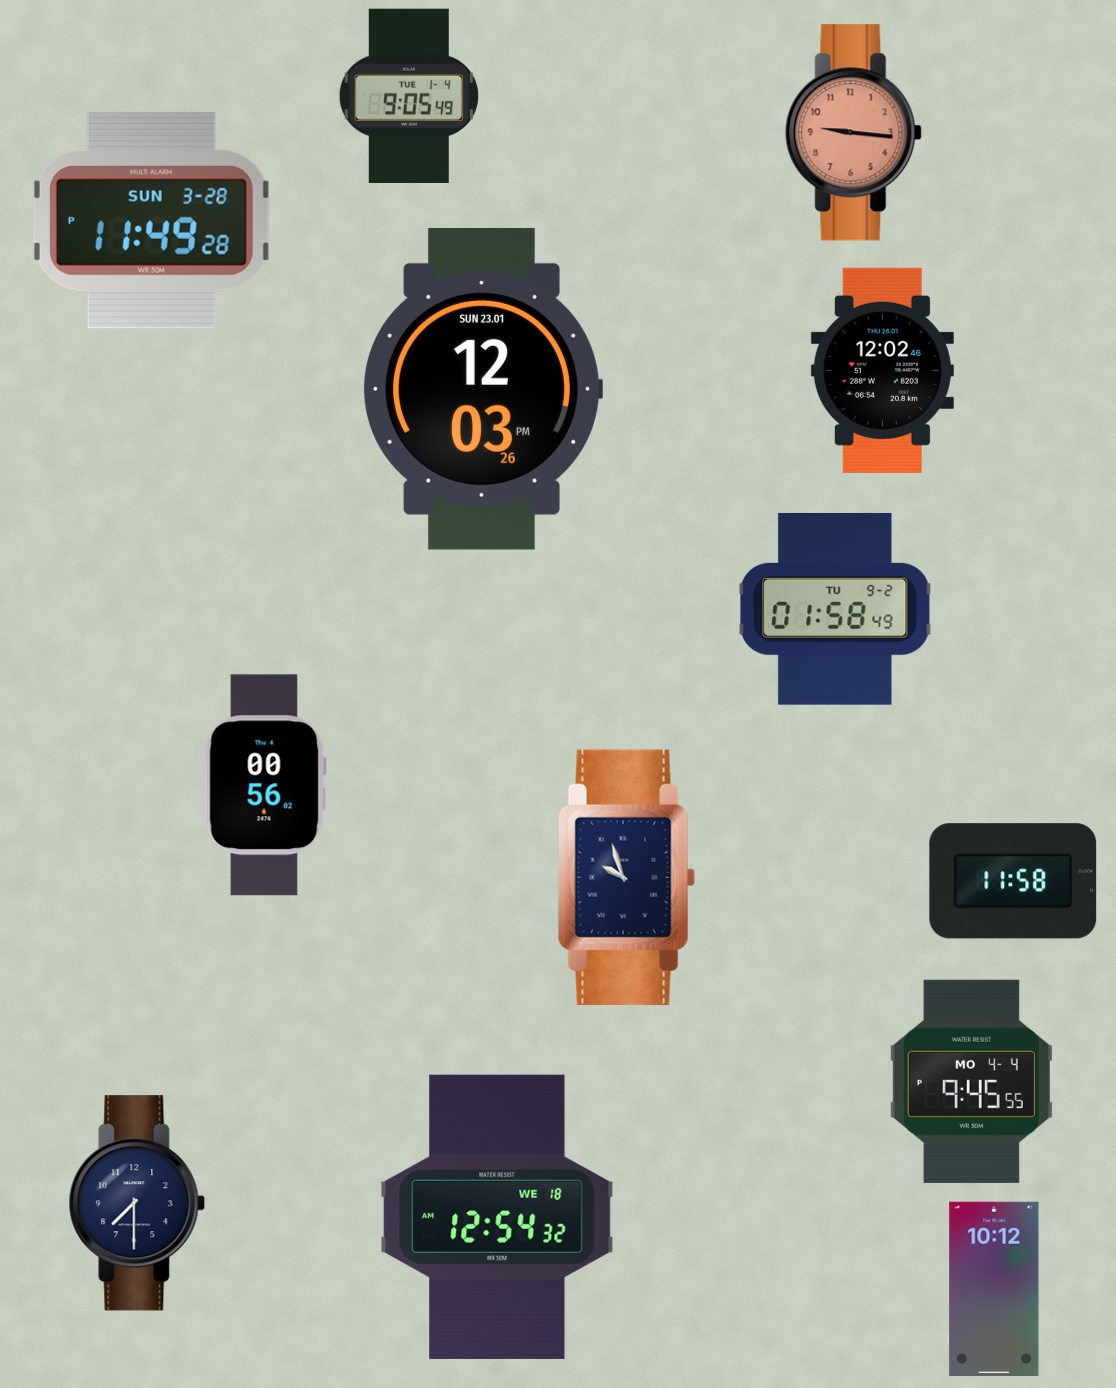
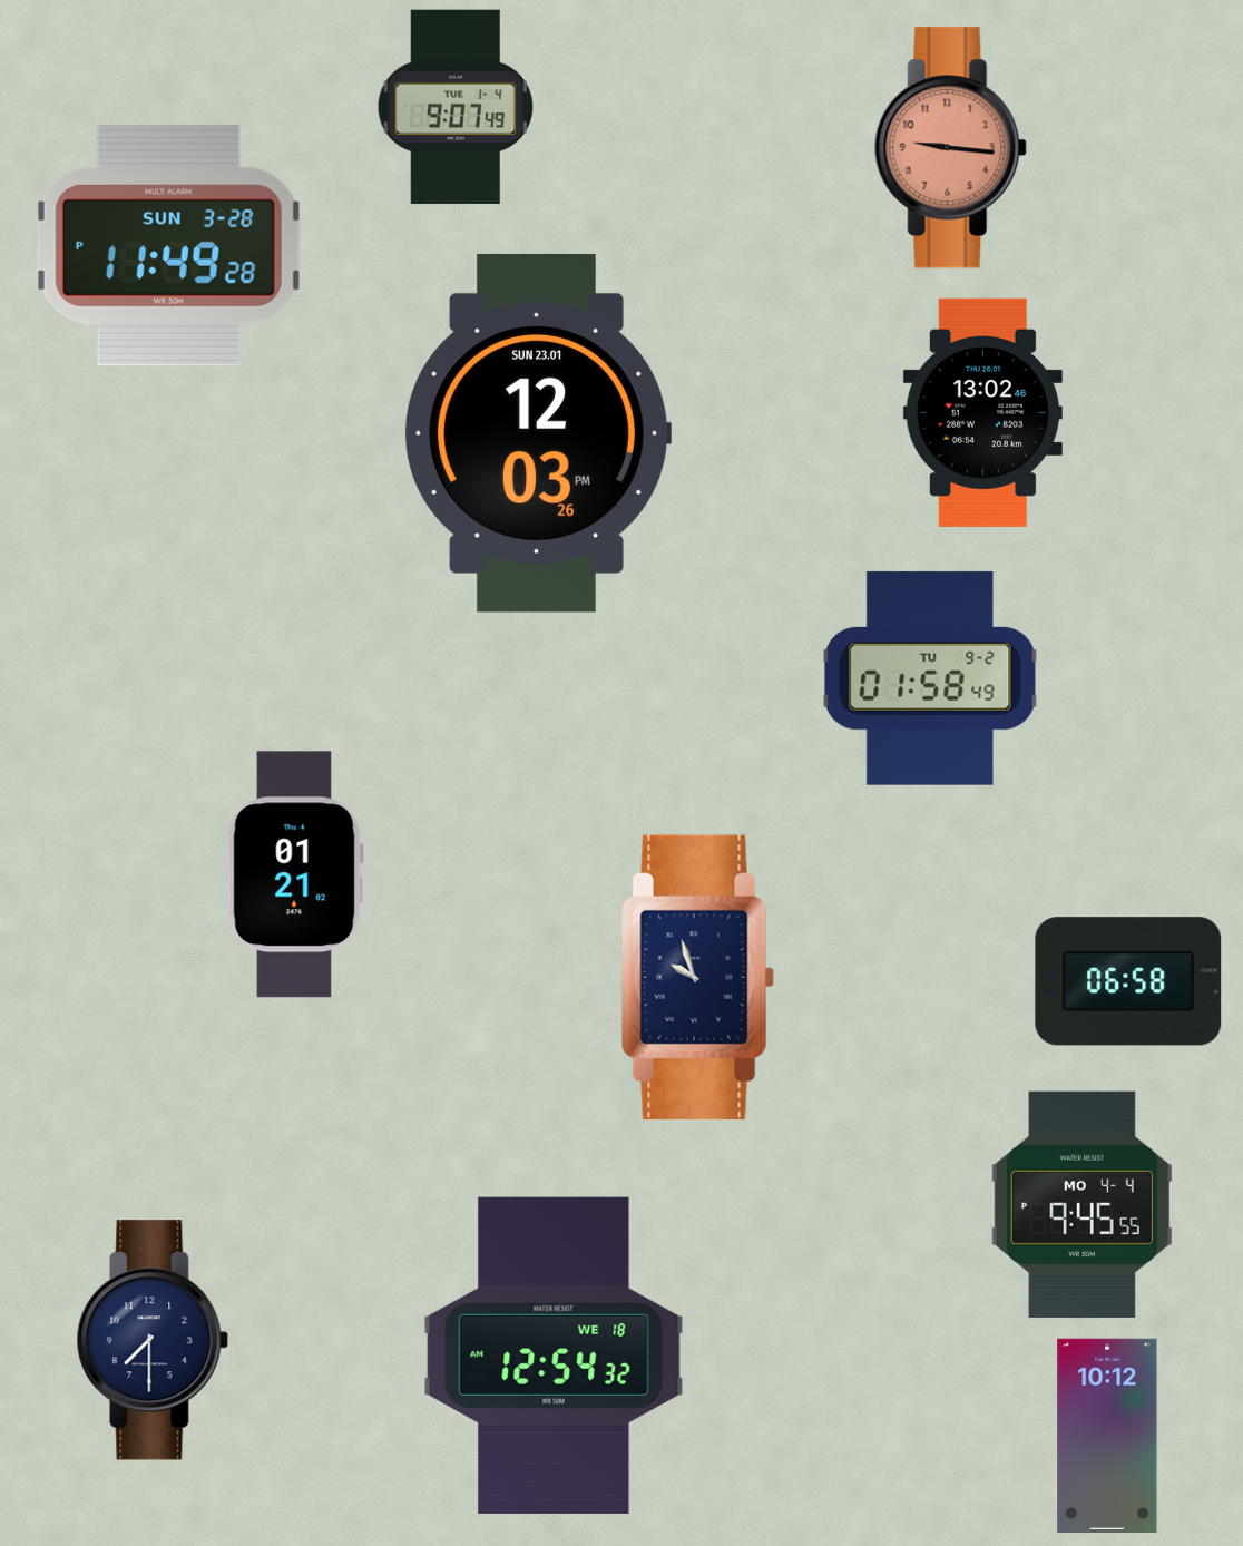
clock at (409, 96): 9:05 -> 9:07
clock at (882, 370): 12:02 -> 13:02
clock at (265, 785): 00:56 -> 01:21
clock at (1013, 881): 11:58 -> 06:58
